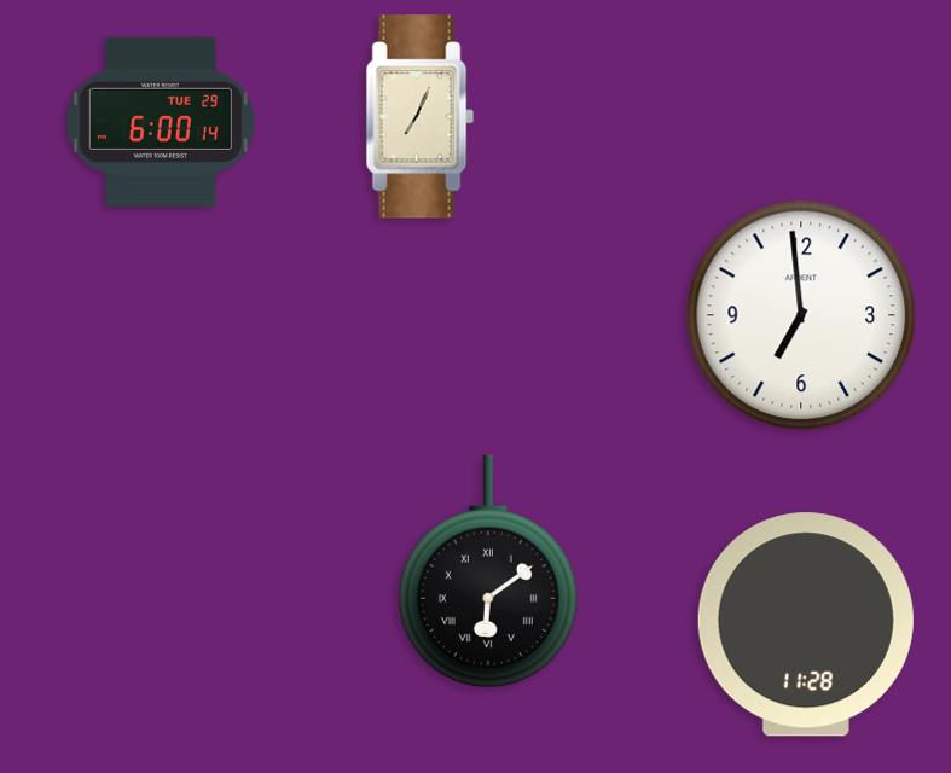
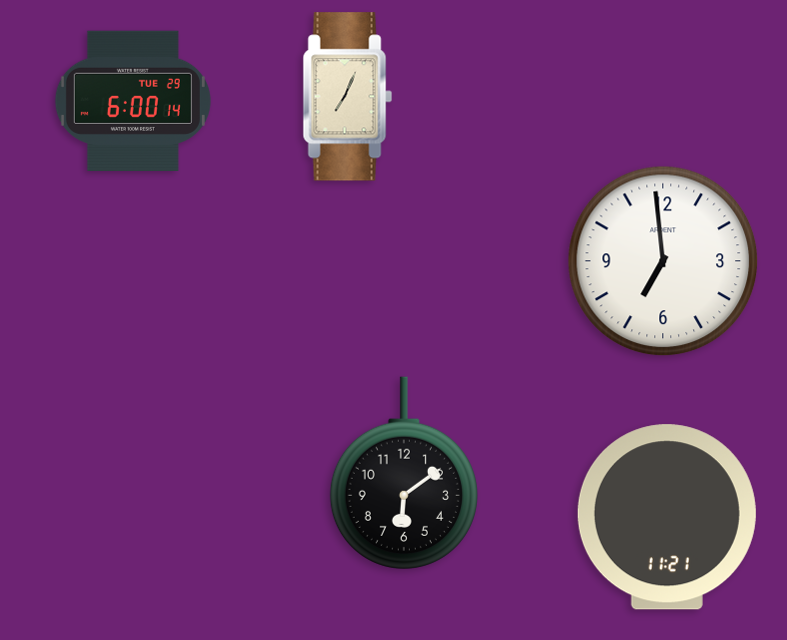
clock at (488, 571) numerals: Roman -> Arabic
clock at (806, 624): 11:28 -> 11:21
